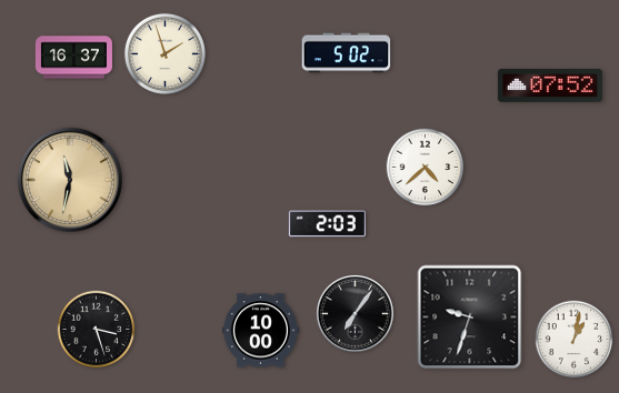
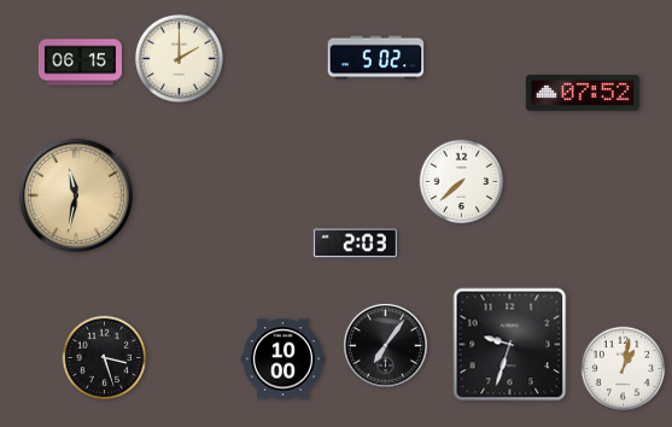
clock at (164, 53): 1:57 -> 2:00
clock at (73, 58): 16:37 -> 06:15
clock at (550, 87) position: (550, 87) -> (583, 94)
clock at (426, 168): 4:38 -> 7:38
clock at (356, 314) position: (356, 314) -> (386, 346)
